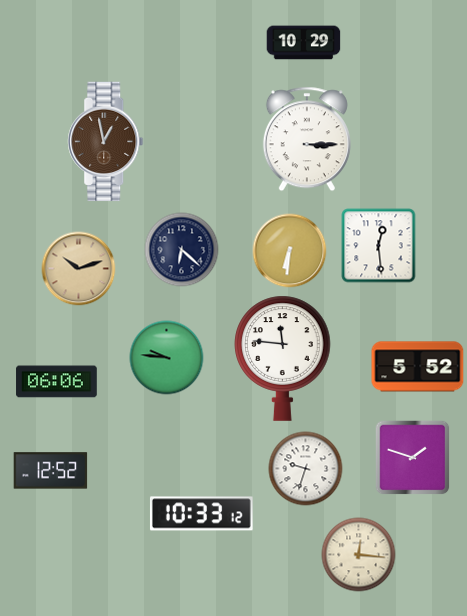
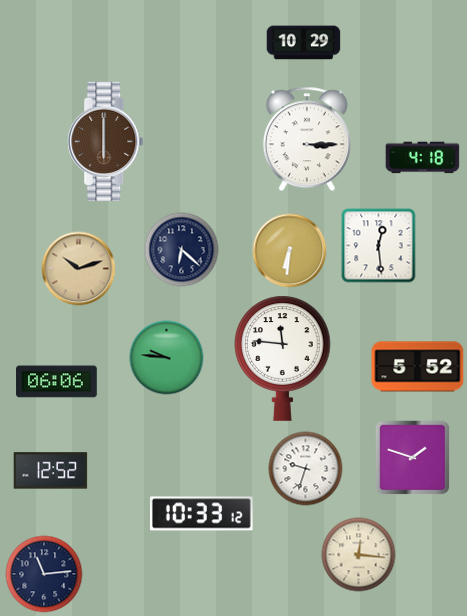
clock at (106, 142): 12:58 -> 6:00
clock at (423, 158): none -> 4:18
clock at (44, 574): none -> 11:14
